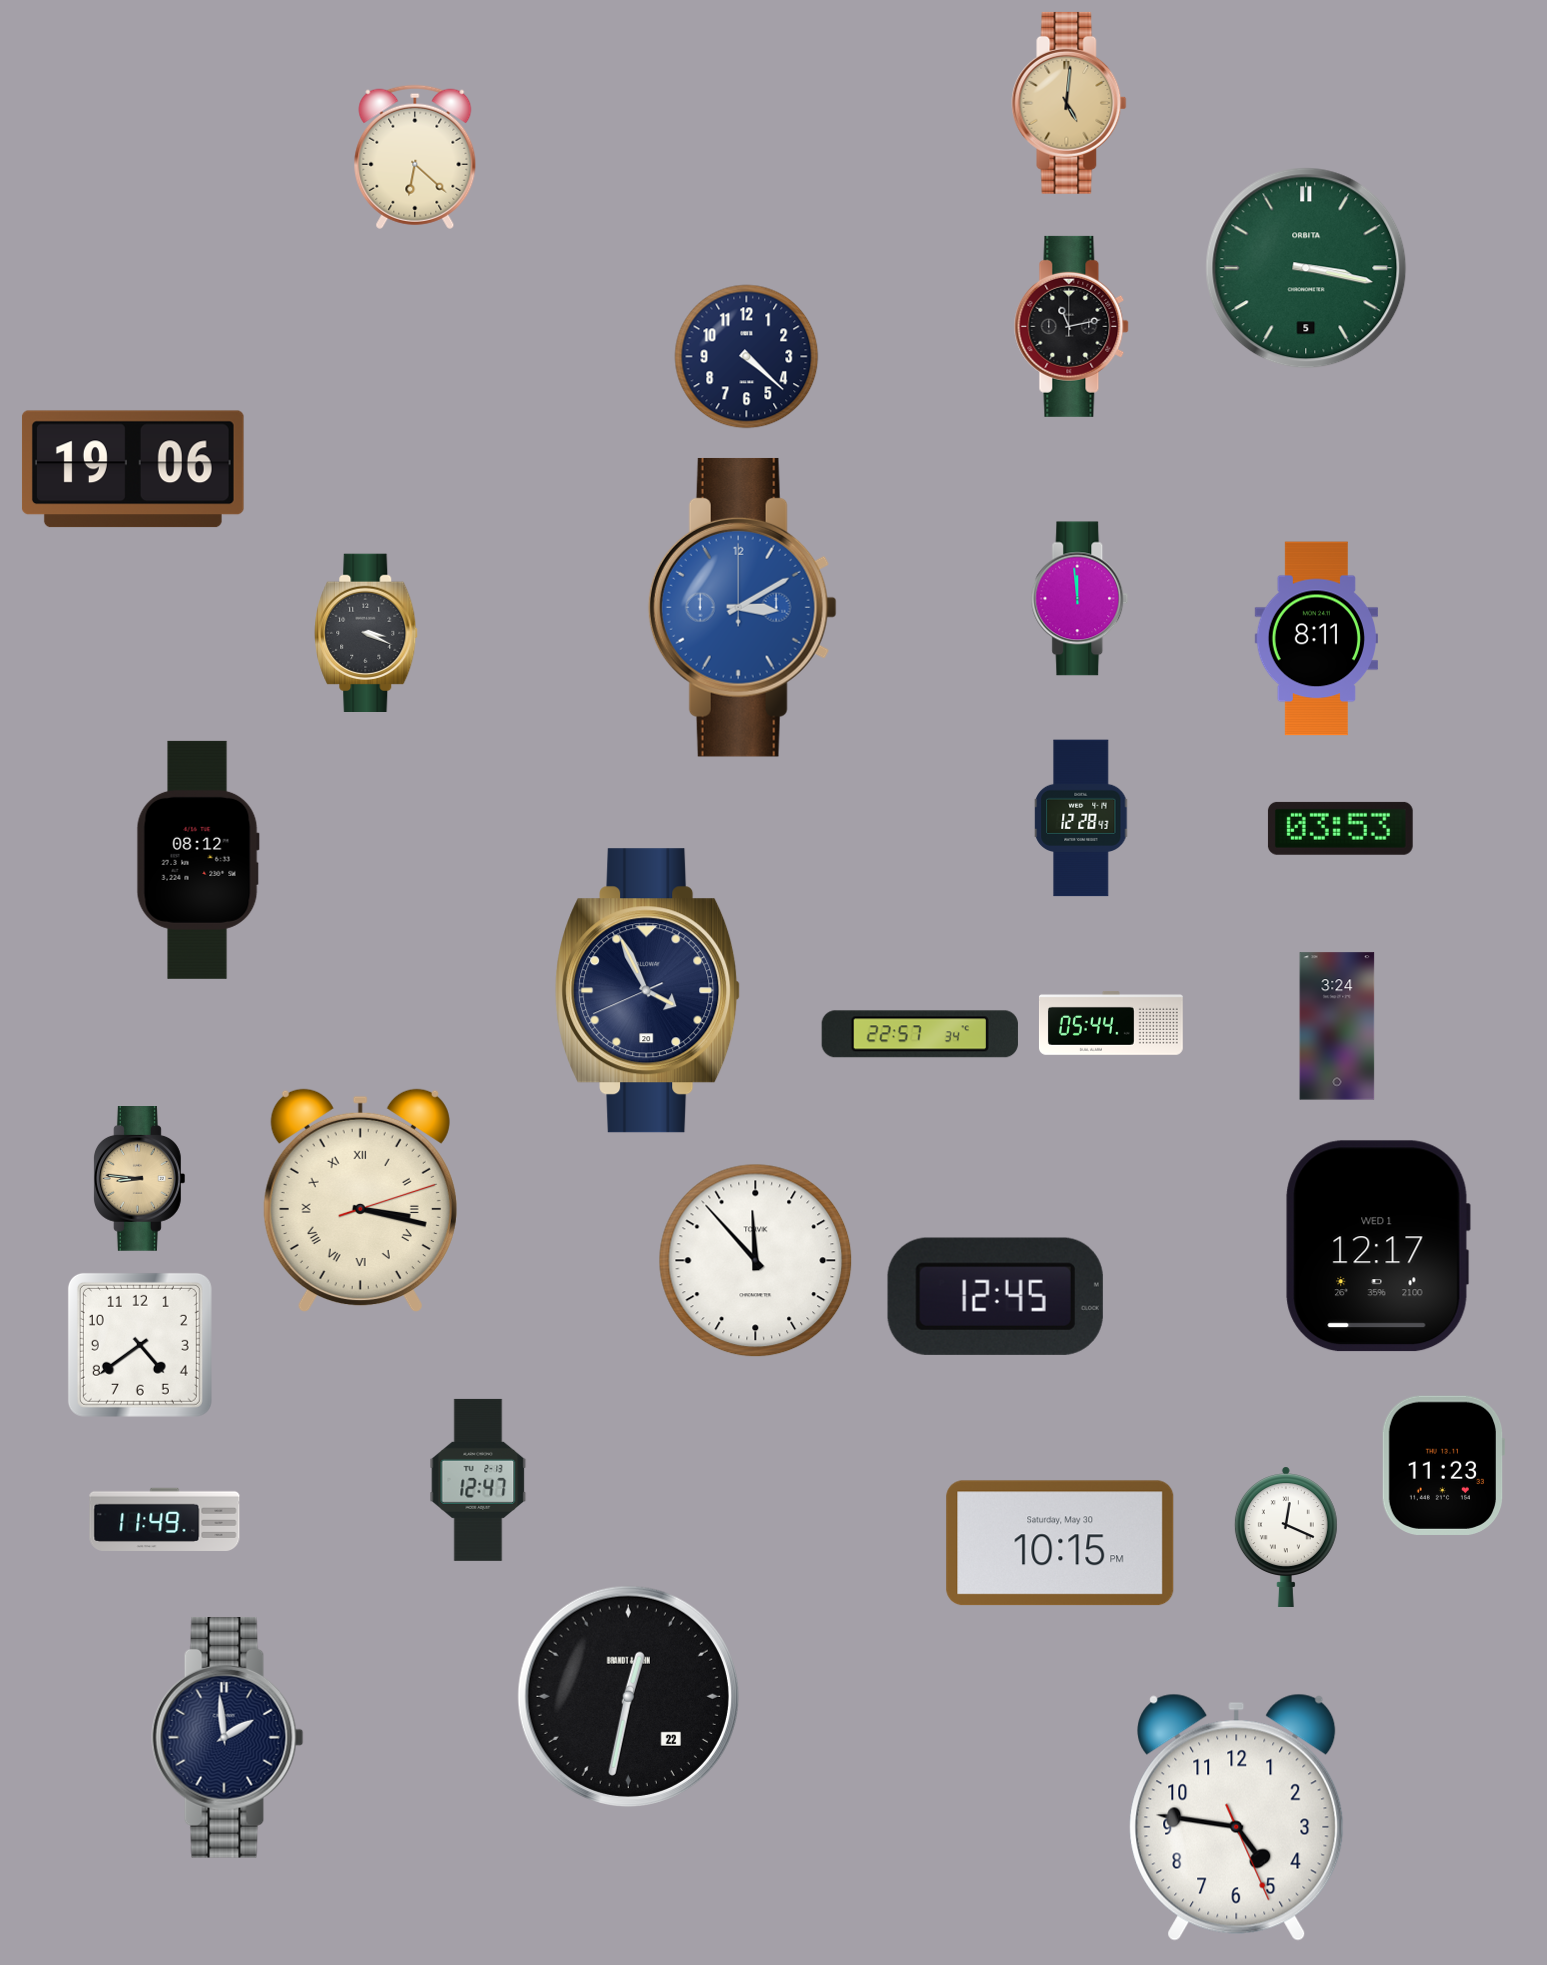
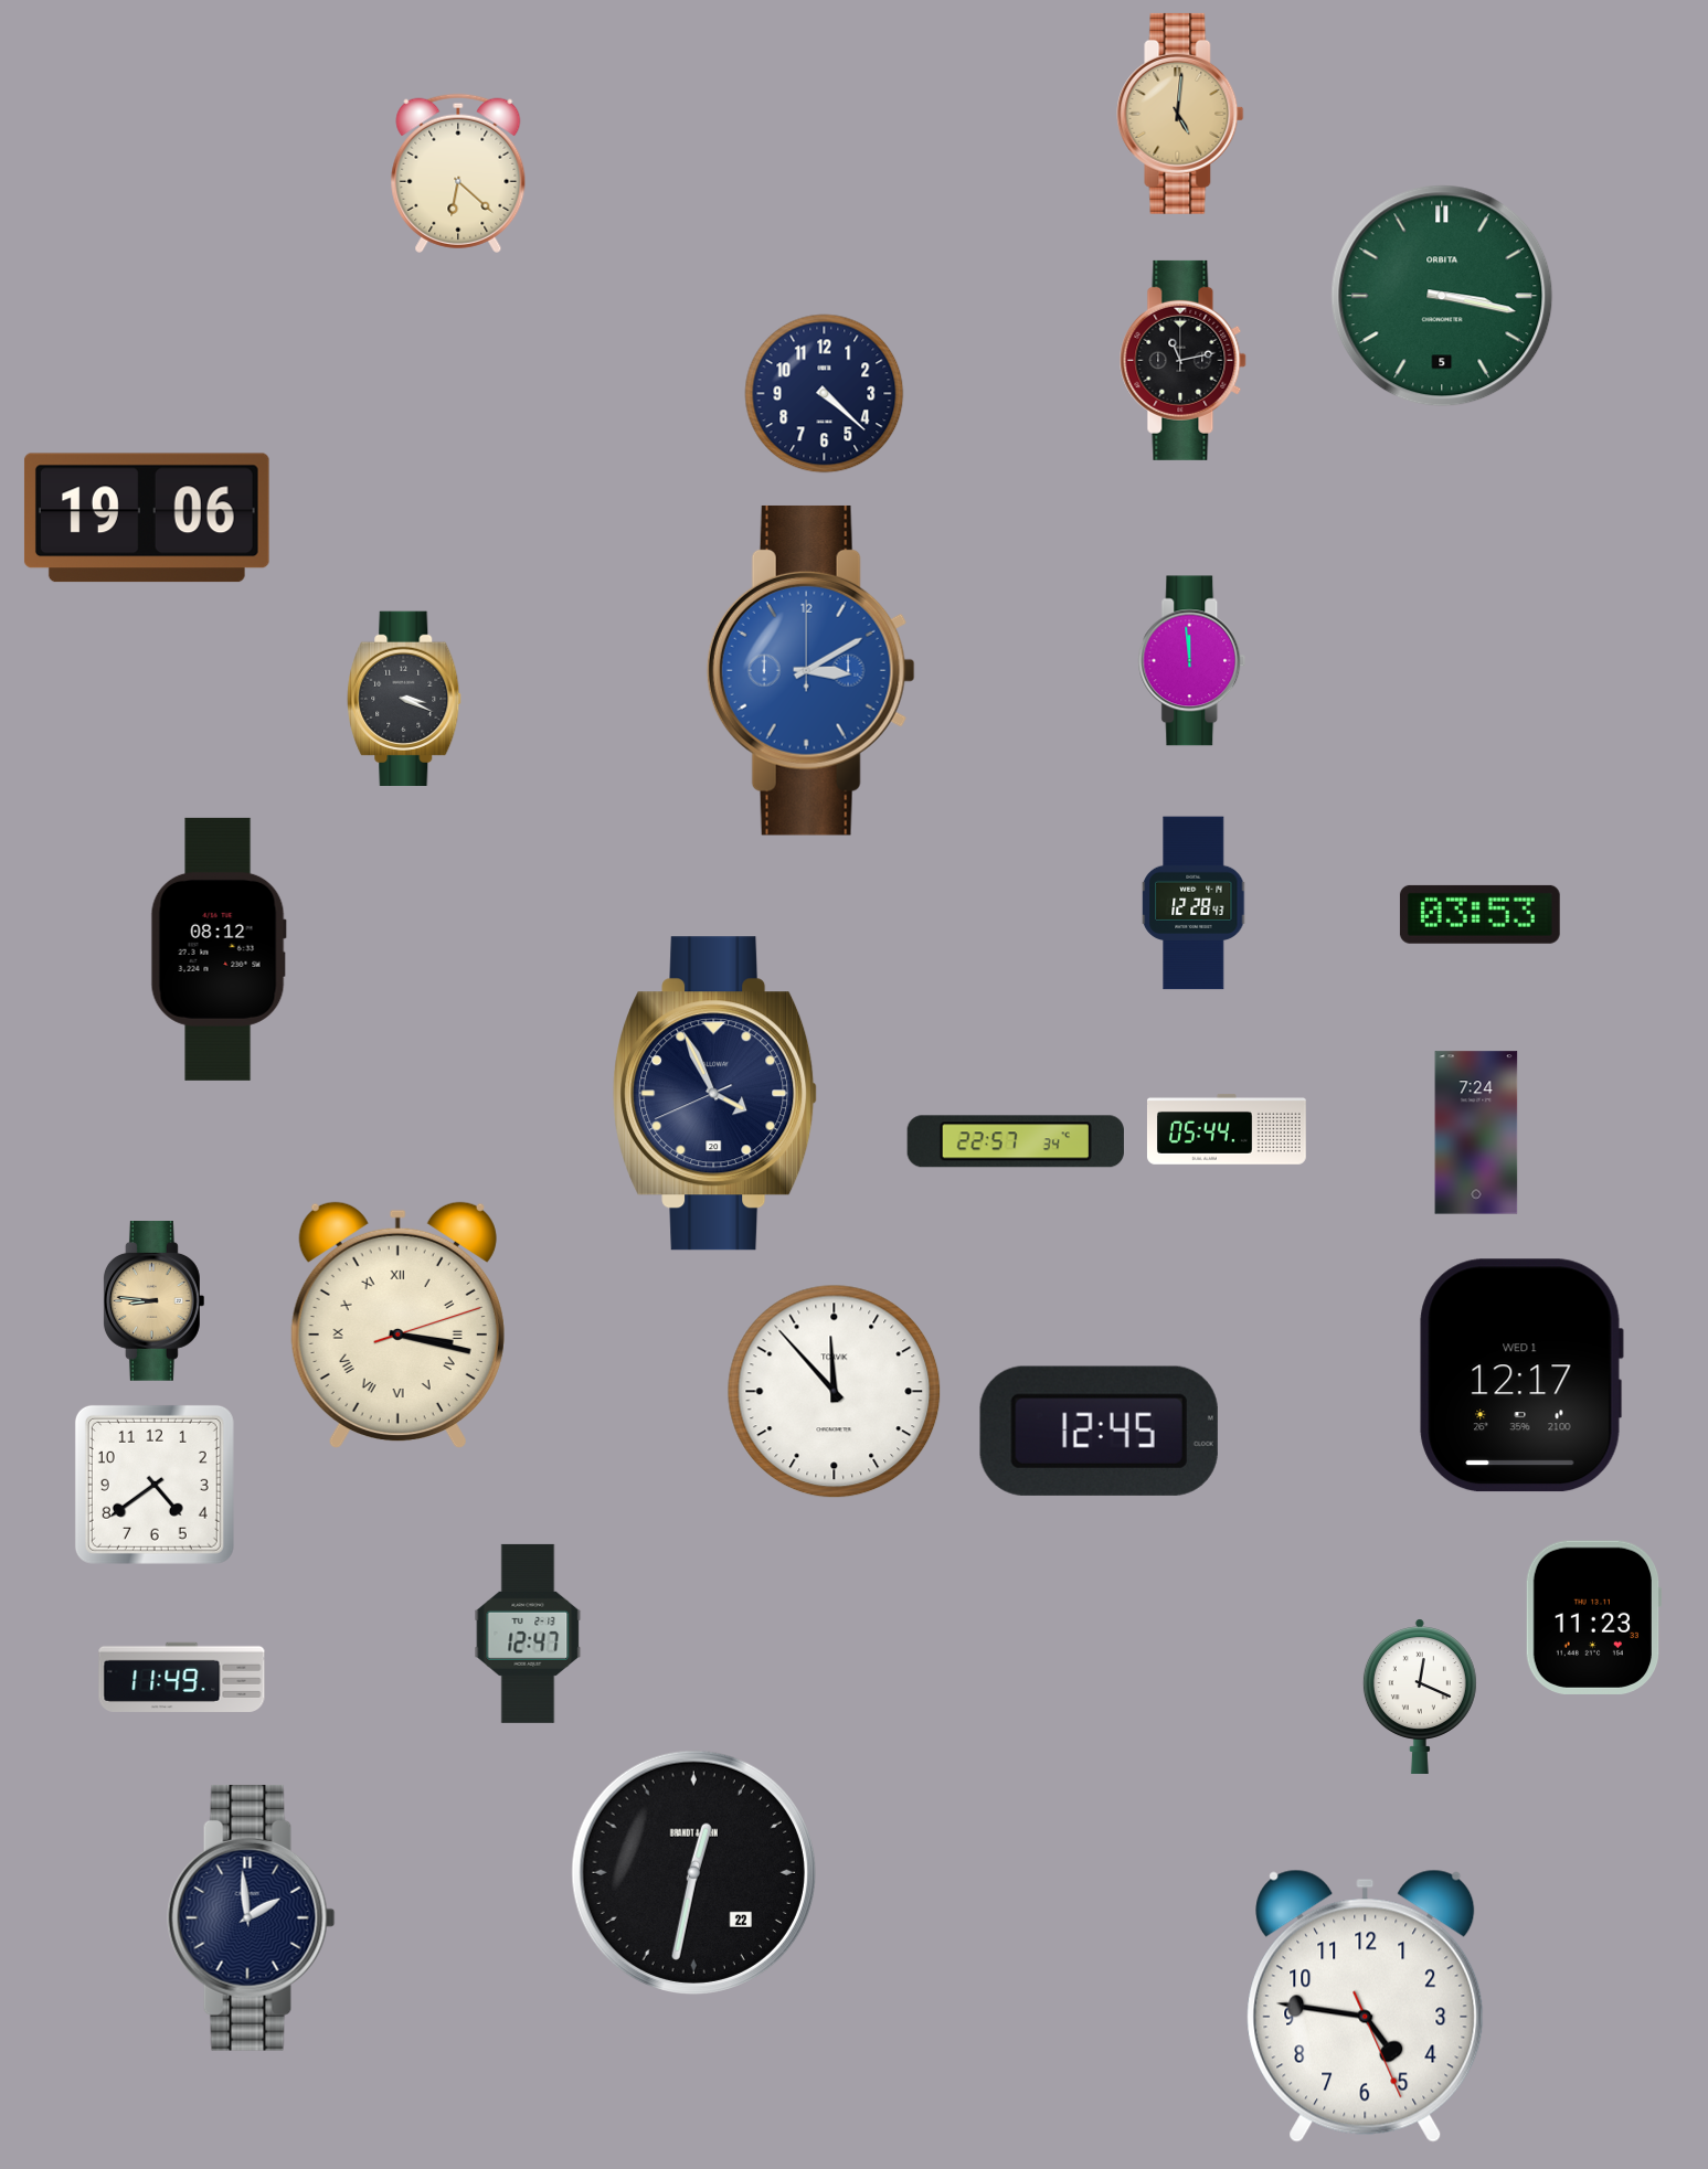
clock at (742, 607) position: (742, 607) -> (810, 670)
clock at (1316, 639): 8:11 -> none
clock at (1337, 1026): 3:24 -> 7:24
clock at (1060, 1543): 10:15 -> none
